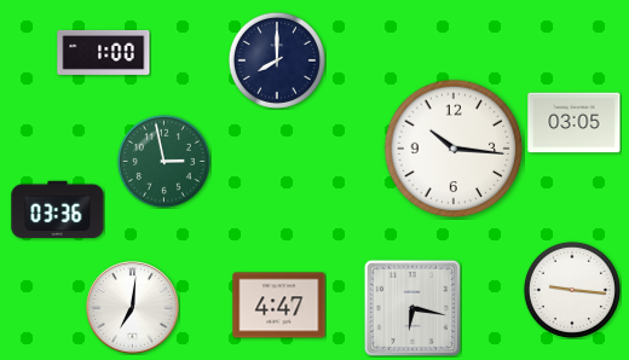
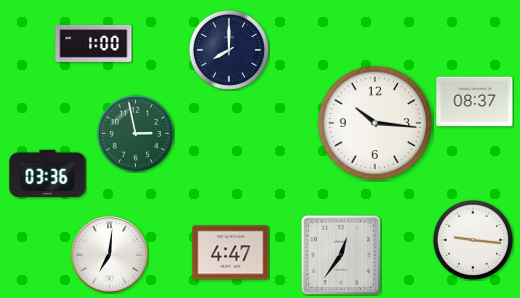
clock at (104, 52) position: (104, 52) -> (94, 43)
clock at (575, 123): 03:05 -> 08:37
clock at (411, 307): 6:17 -> 12:36
